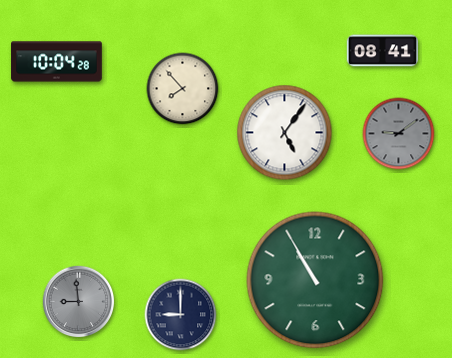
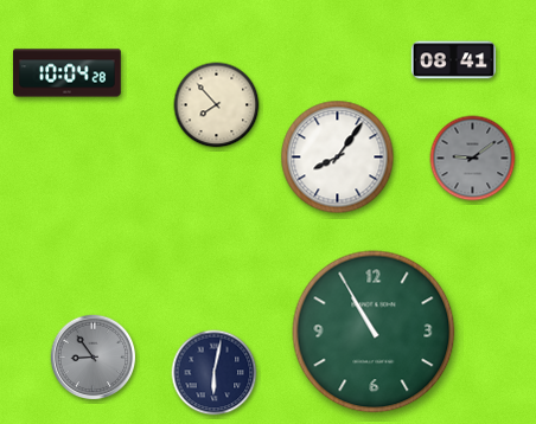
clock at (285, 133): 5:06 -> 8:06
clock at (79, 302): 8:59 -> 8:54
clock at (181, 315): 9:00 -> 6:02
